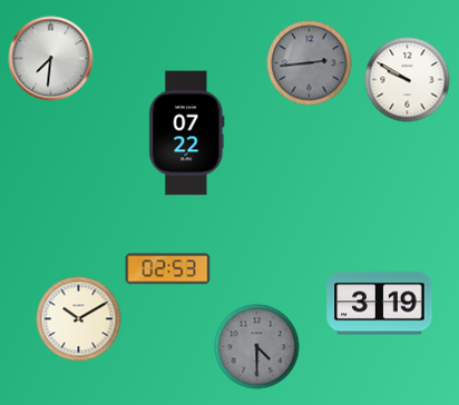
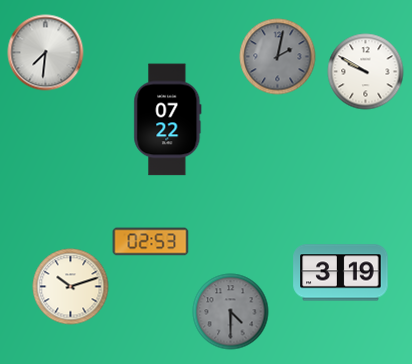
clock at (310, 63): 2:44 -> 2:02
clock at (79, 319): 10:10 -> 10:12
